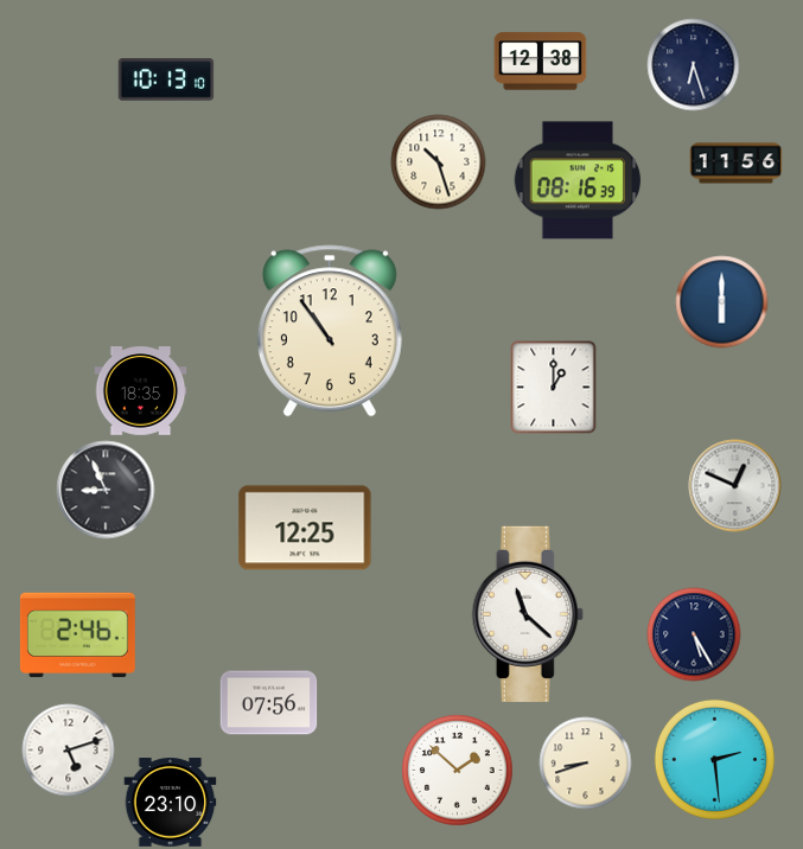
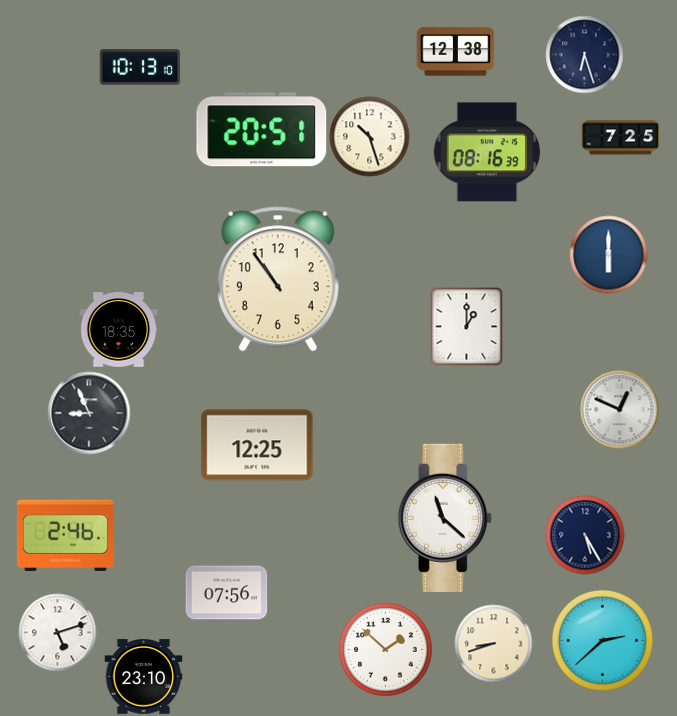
clock at (262, 130): none -> 20:51
clock at (735, 164): 11:56 -> 7:25
clock at (714, 759): 2:29 -> 2:38
